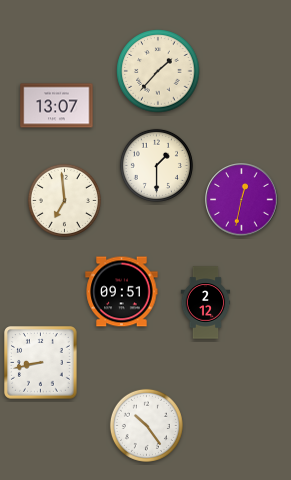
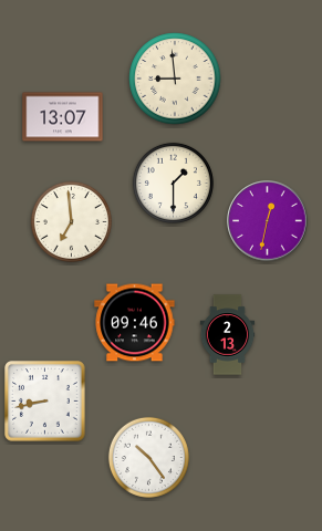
clock at (158, 71): 1:37 -> 8:59
clock at (122, 292): 09:51 -> 09:46
clock at (206, 303): 2:12 -> 2:13
clock at (146, 425) position: (146, 425) -> (148, 457)
